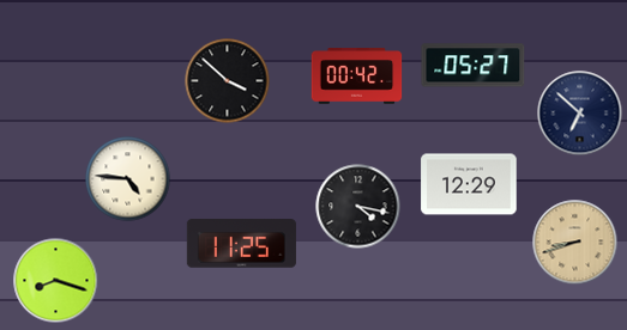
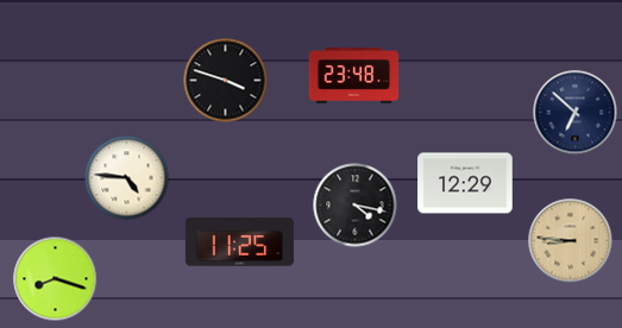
clock at (474, 66): 05:27 -> none
clock at (357, 77): 00:42 -> 23:48
clock at (228, 81): 3:52 -> 3:48
clock at (575, 243): 8:42 -> 8:46
